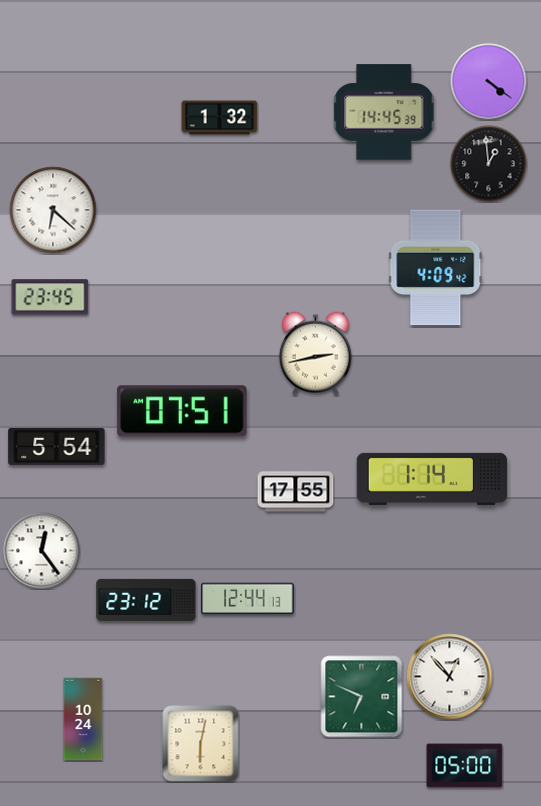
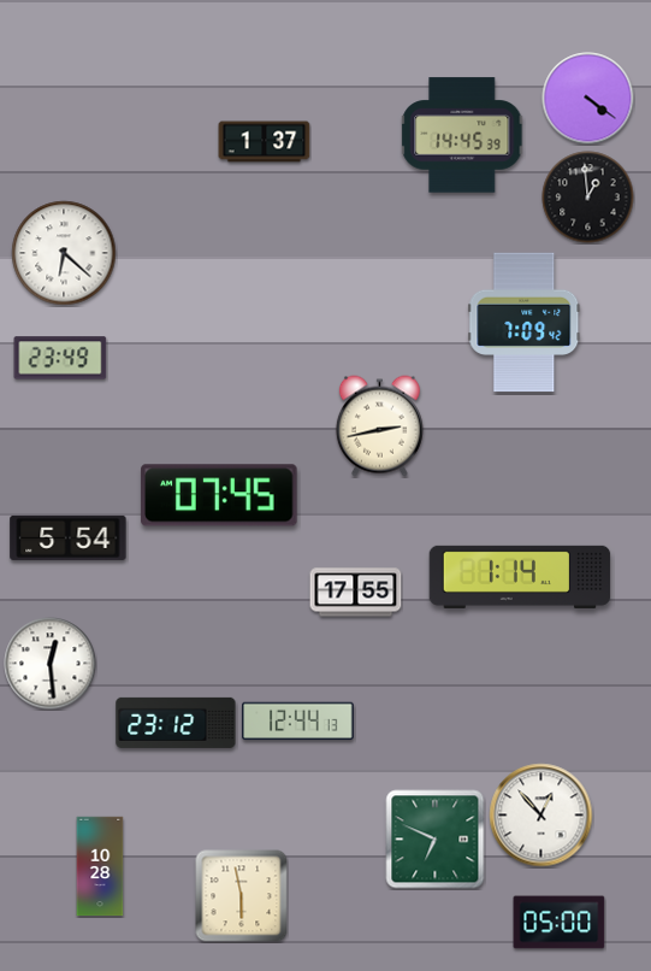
clock at (220, 118): 1:32 -> 1:37
clock at (436, 268): 4:09 -> 7:09
clock at (50, 297): 23:45 -> 23:49
clock at (182, 411): 07:51 -> 07:45
clock at (42, 551): 12:24 -> 12:29
clock at (83, 719): 10:24 -> 10:28
clock at (201, 744): 6:02 -> 5:58
